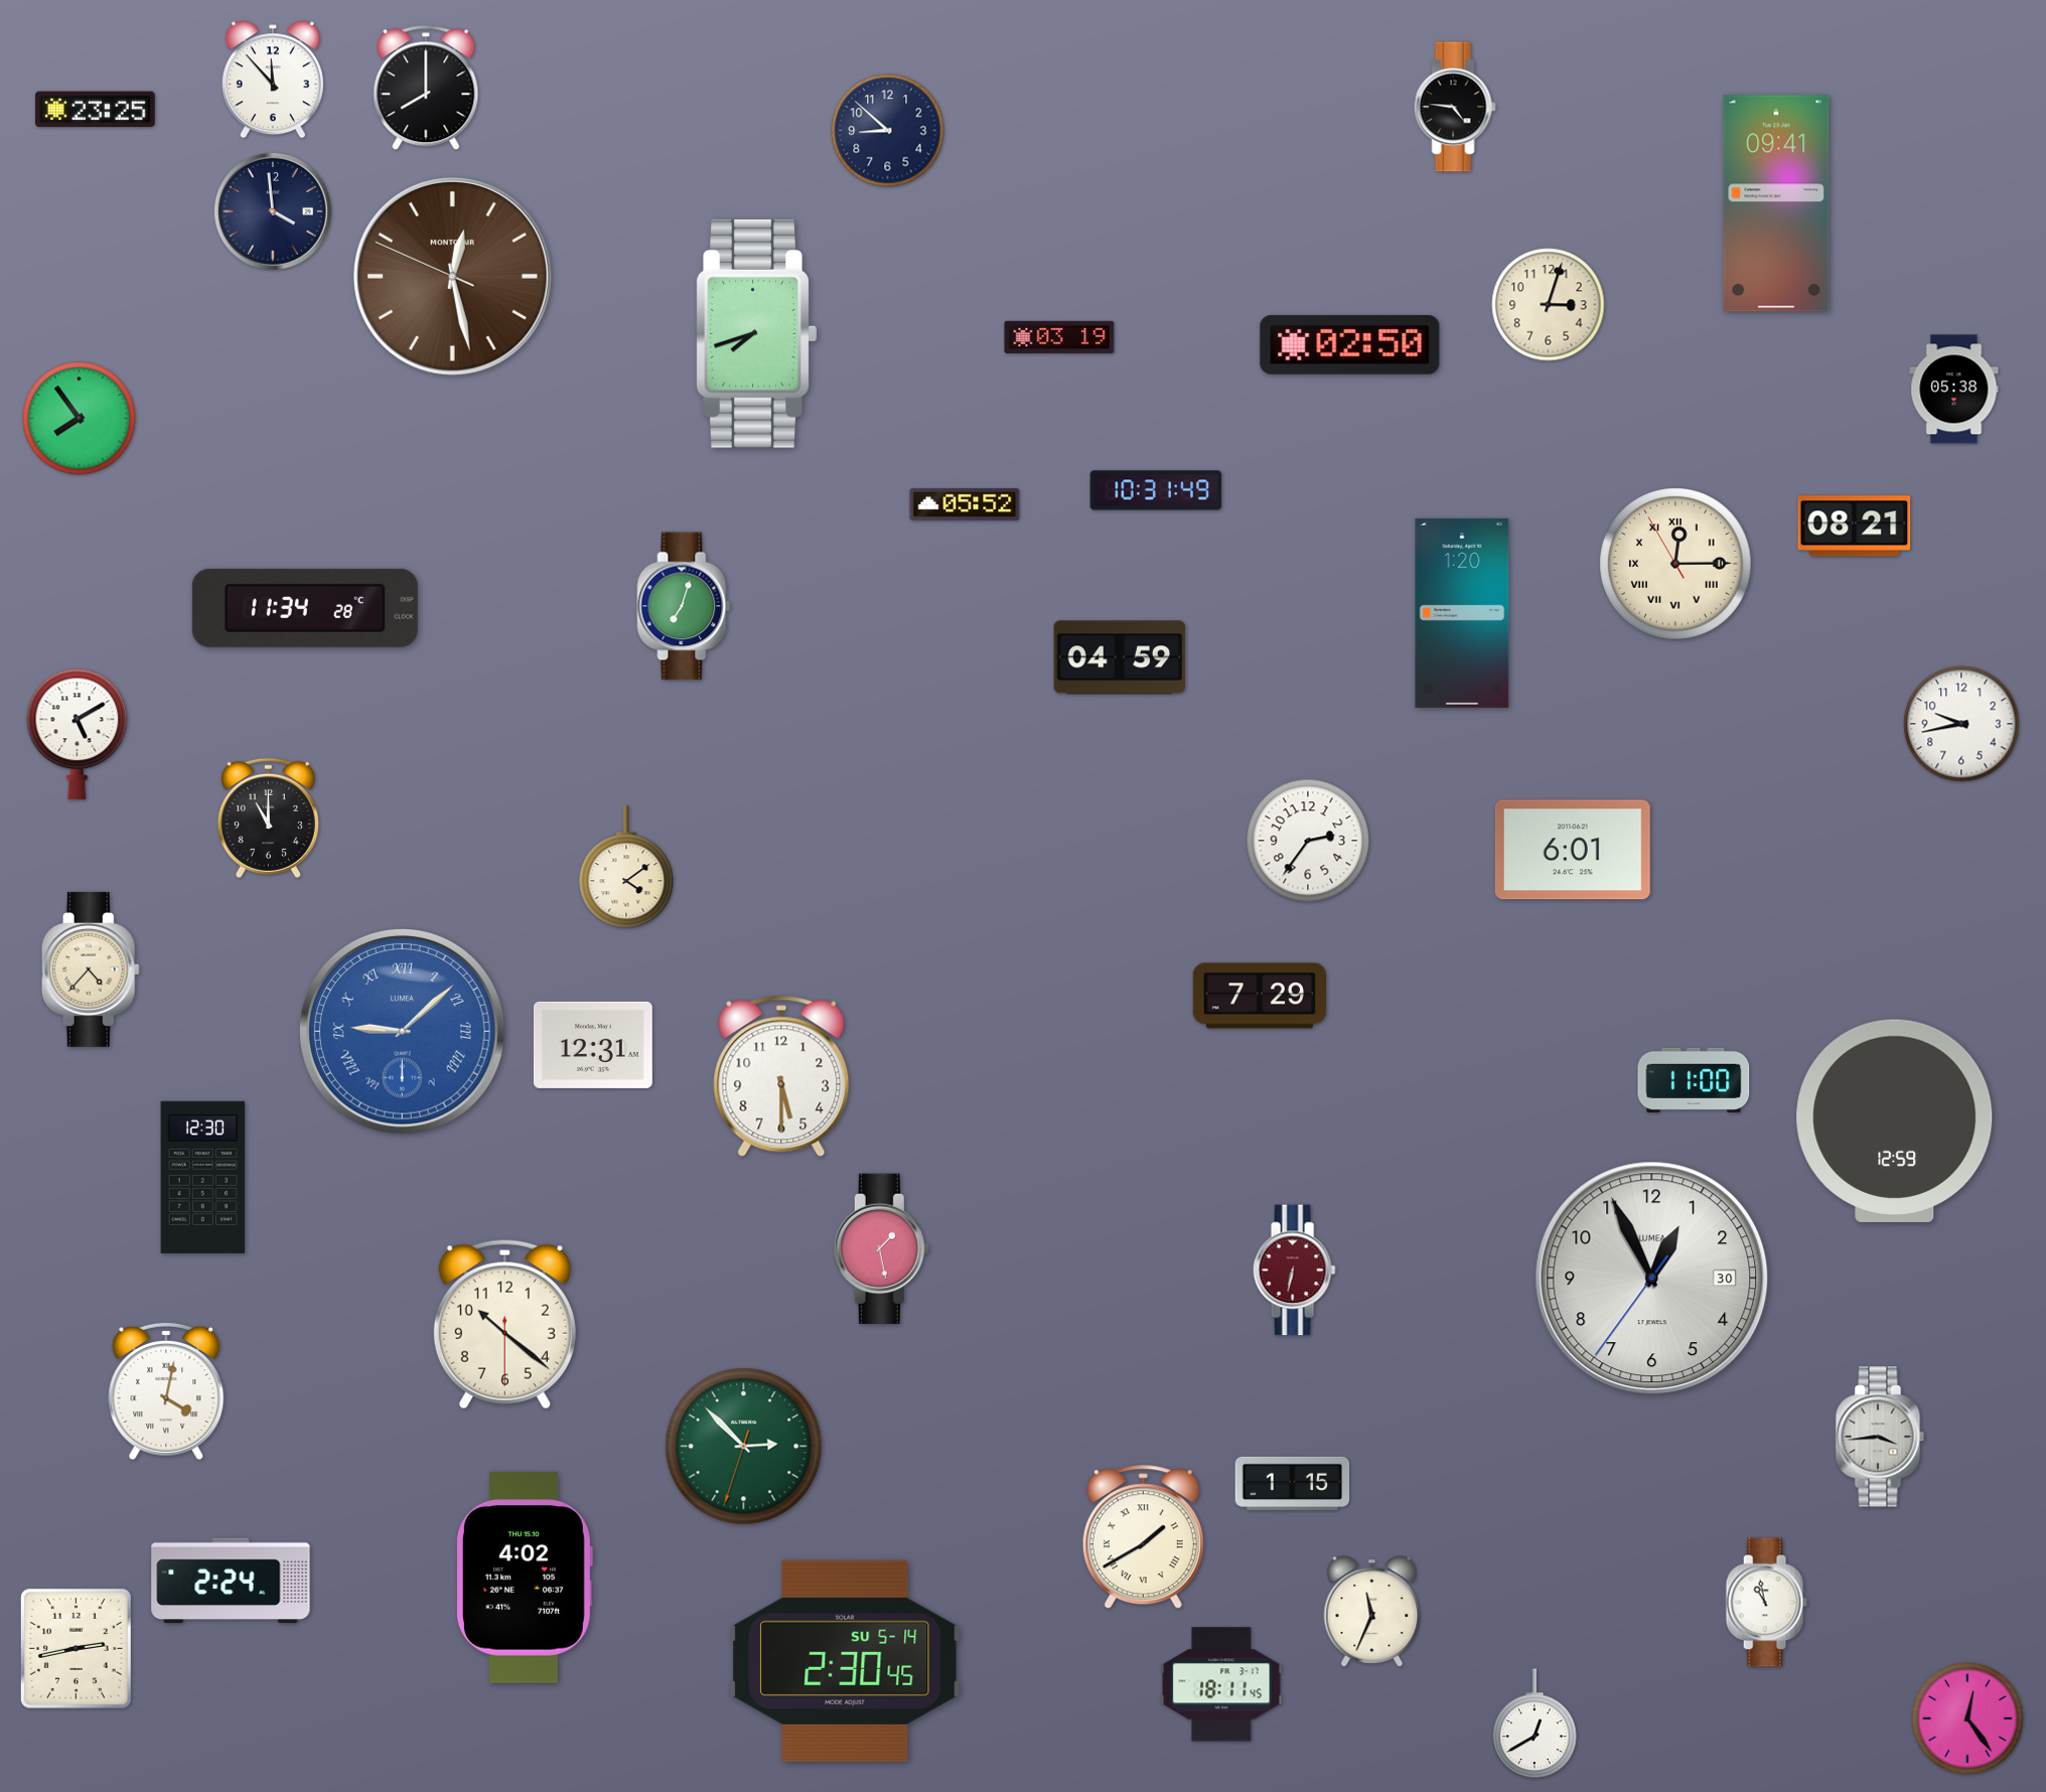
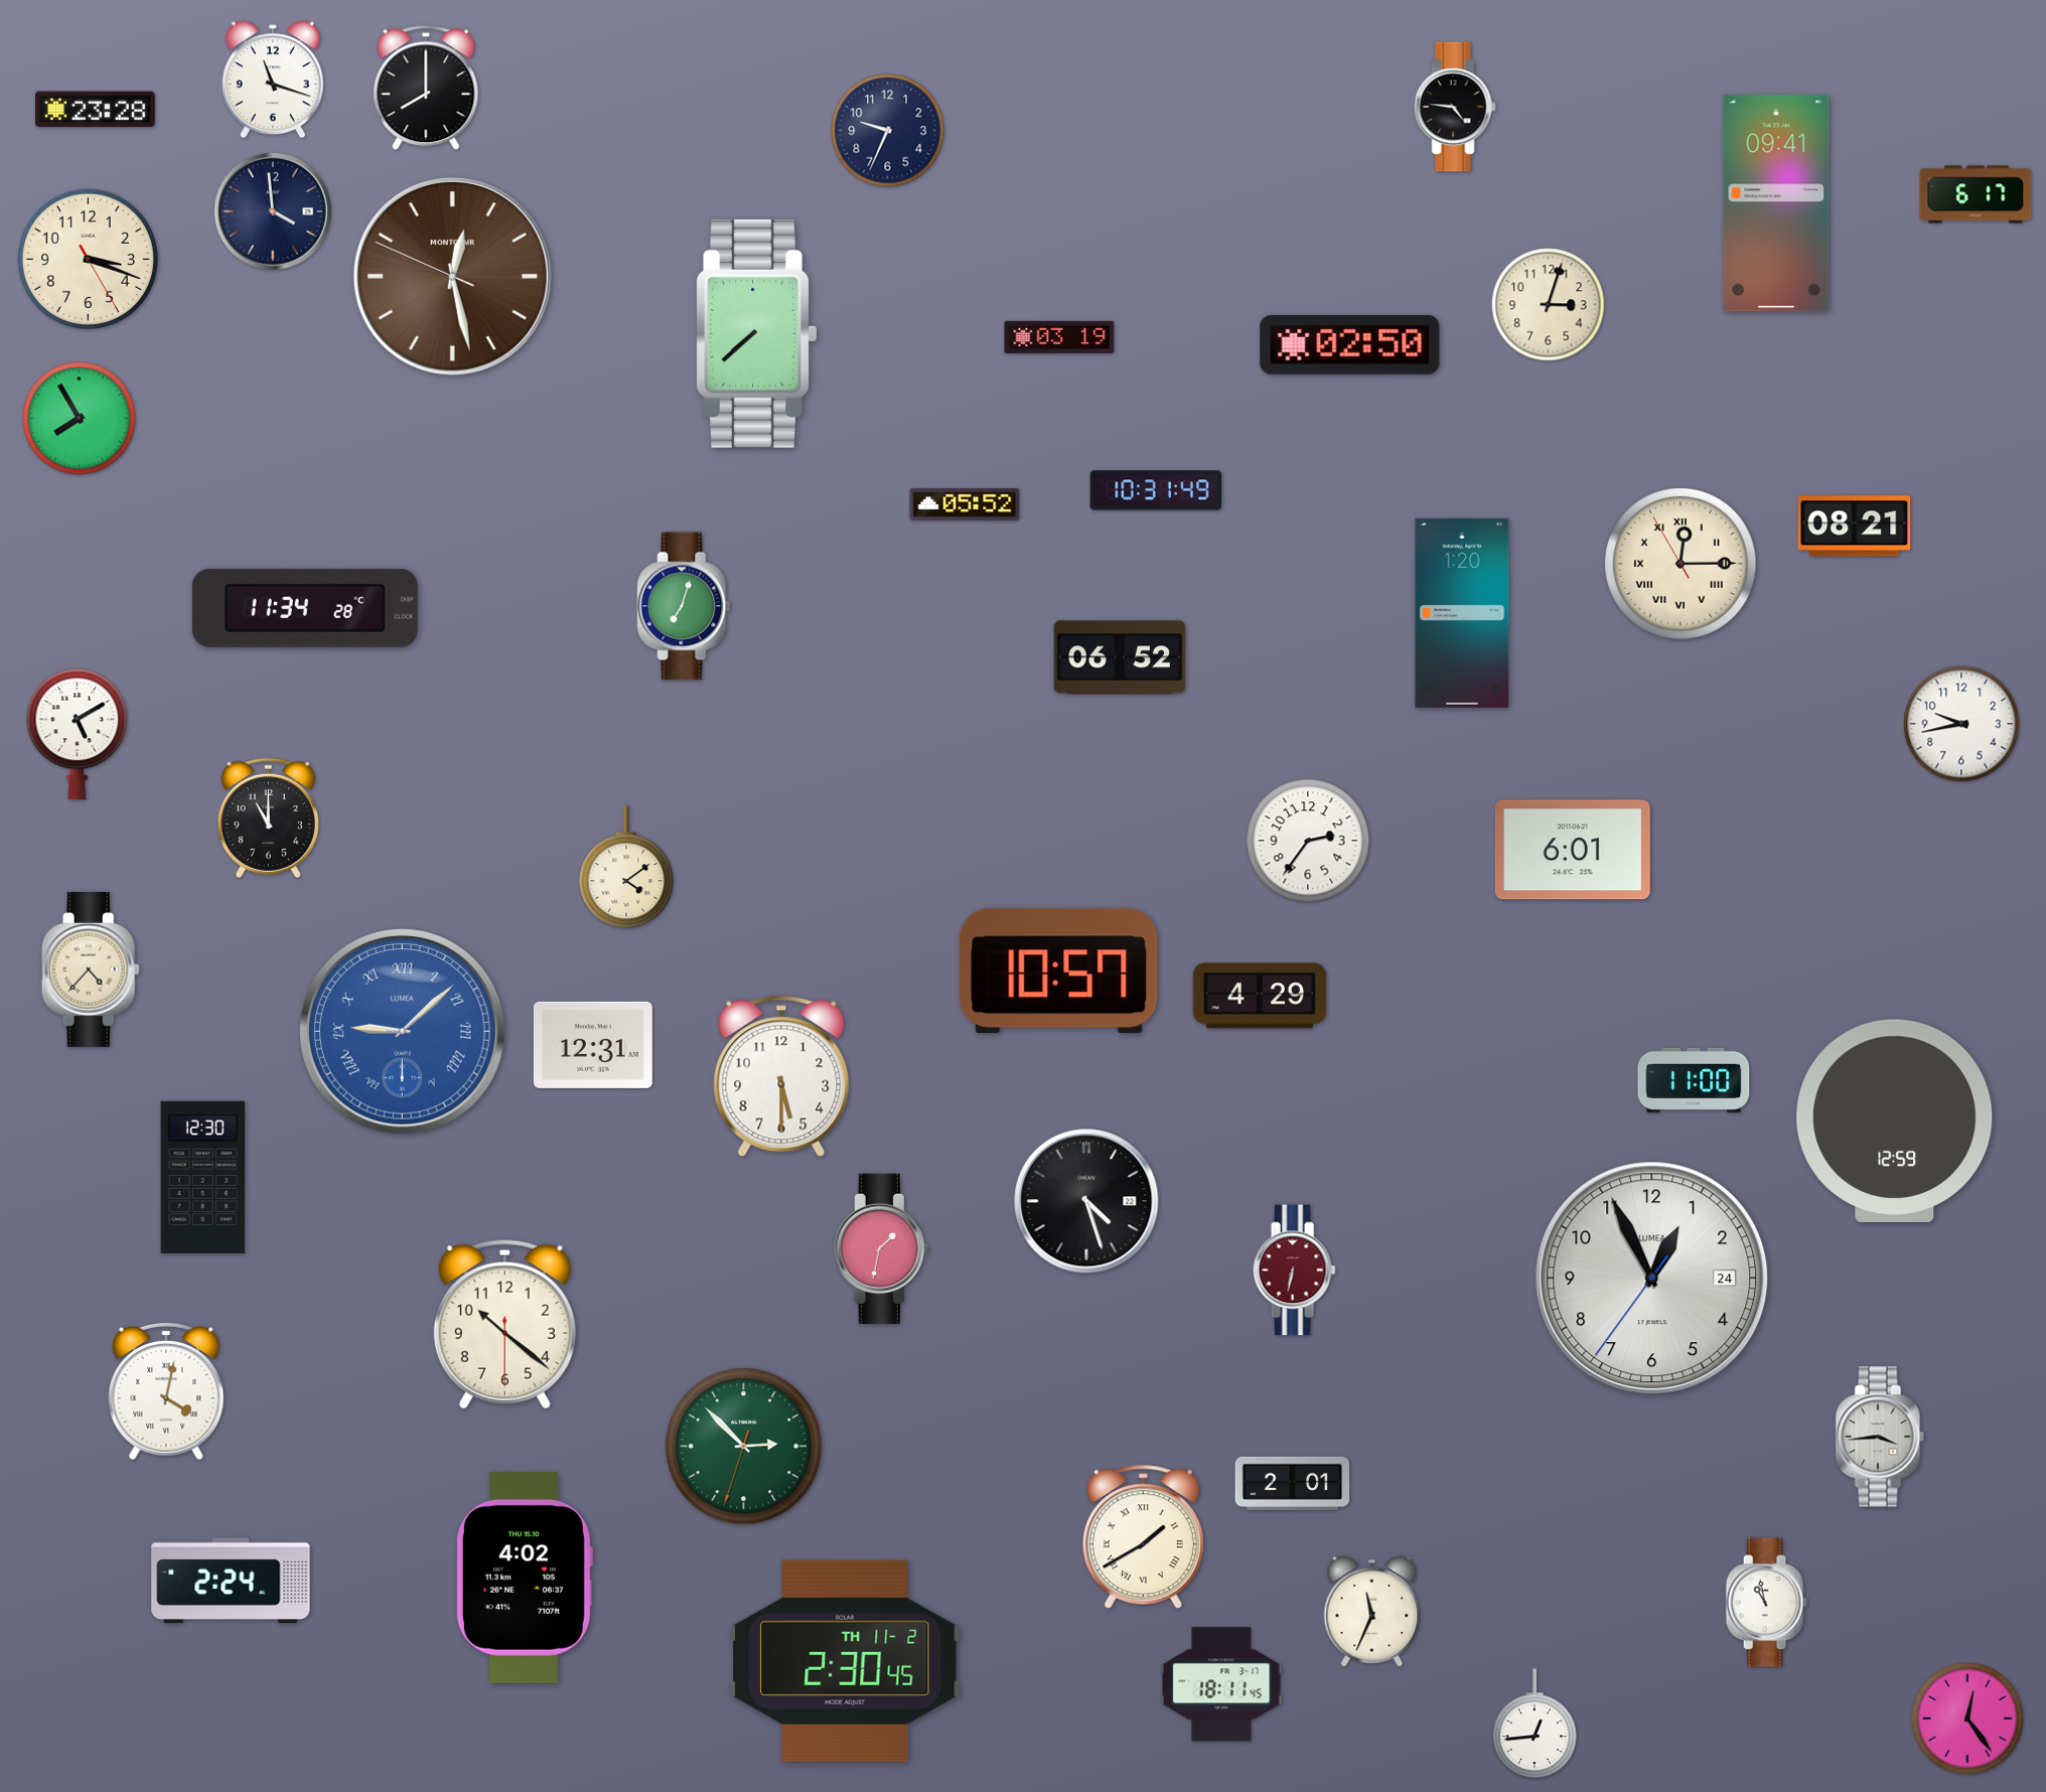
clock at (273, 80): 11:53 -> 11:18
clock at (96, 110): 23:25 -> 23:28
clock at (888, 131): 8:52 -> 9:34
clock at (1976, 194): none -> 6:17
clock at (88, 259): none -> 3:18
clock at (756, 333): 7:42 -> 7:38
clock at (1954, 390): 05:38 -> none
clock at (80, 419): 7:54 -> 7:55
clock at (1675, 564) position: (1675, 564) -> (1680, 564)
clock at (1120, 657): 04:59 -> 06:52
clock at (1059, 972): none -> 10:57
clock at (1259, 996): 7:29 -> 4:29
clock at (1086, 1201): none -> 4:27
clock at (881, 1248): 1:28 -> 1:32
clock at (1652, 1279) date: 30 -> 24
clock at (1293, 1483): 1:15 -> 2:01
clock at (76, 1648): 2:43 -> none
clock at (845, 1661) date: SU 5-14 -> TH 11-2
clock at (1534, 1725): 12:40 -> 12:44
